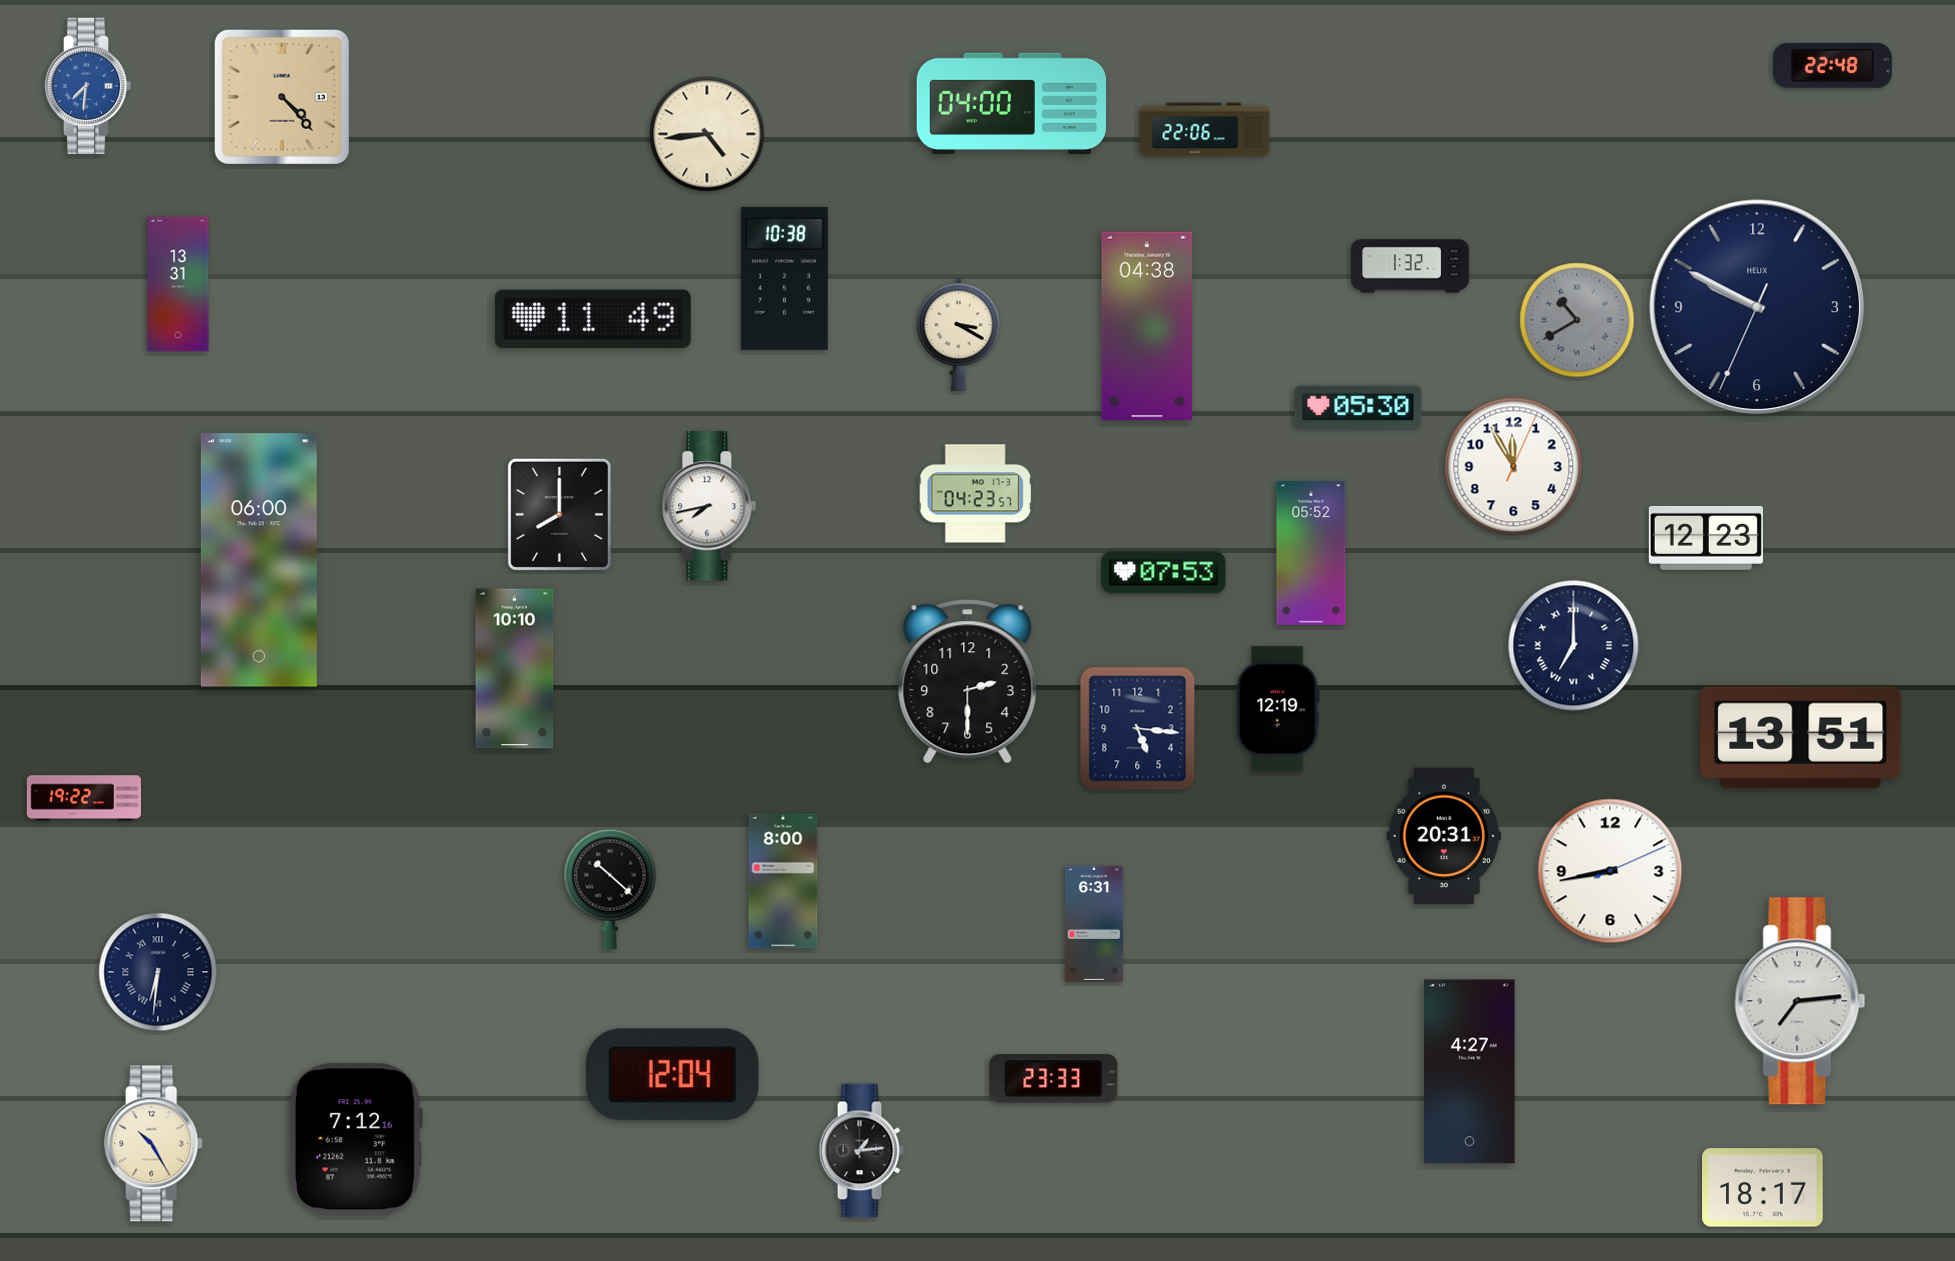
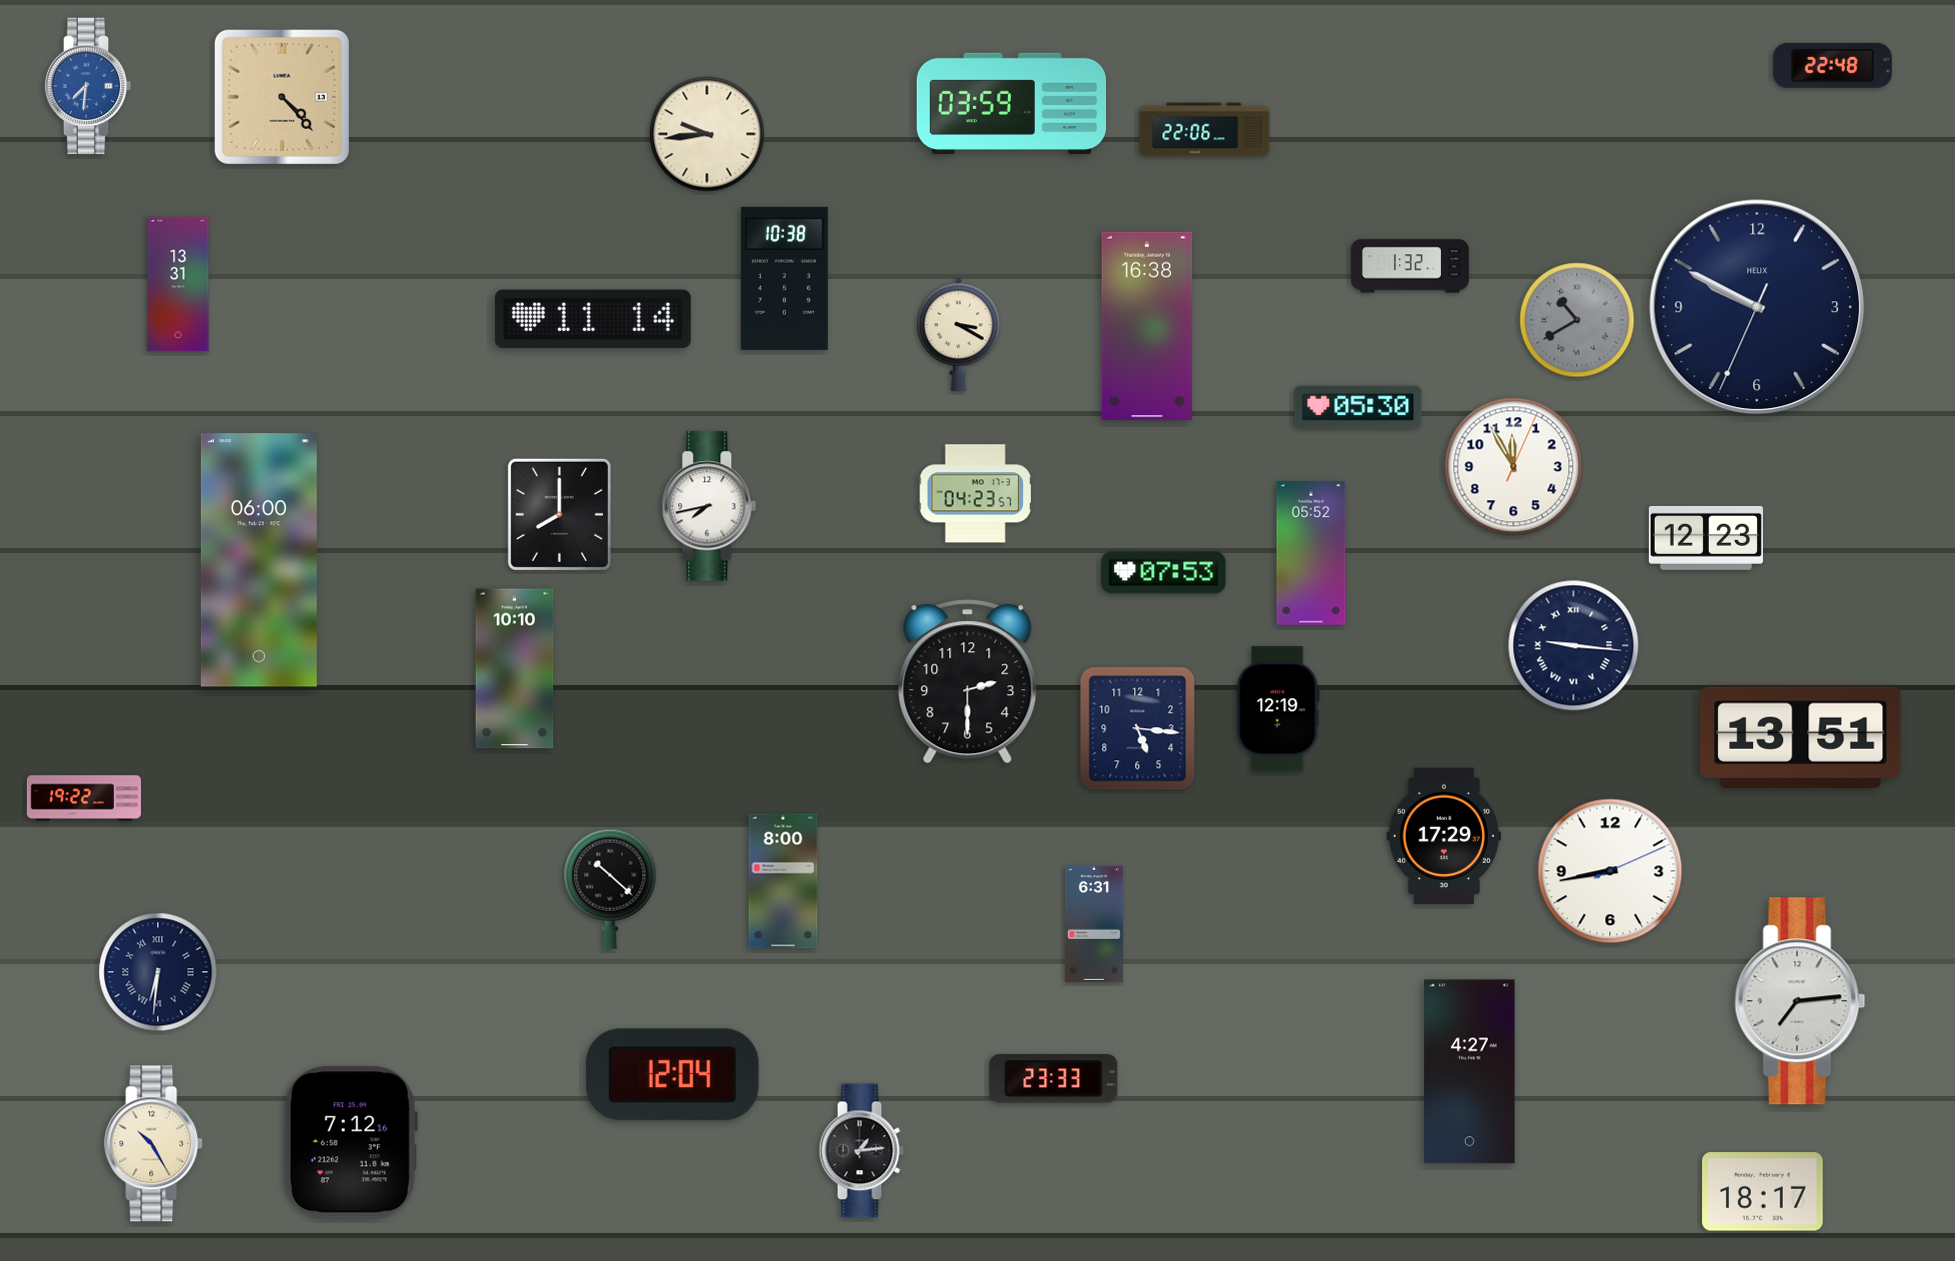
clock at (1012, 104): 04:00 -> 03:59
clock at (707, 134): 4:44 -> 9:44
clock at (593, 319): 11:49 -> 11:14
clock at (1147, 326): 04:38 -> 16:38
clock at (1574, 646): 7:00 -> 9:16
clock at (1444, 836): 20:31 -> 17:29
clock at (356, 1139) position: (356, 1139) -> (351, 1142)
clock at (1763, 1188) position: (1763, 1188) -> (1763, 1192)
